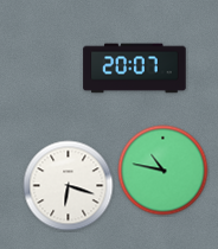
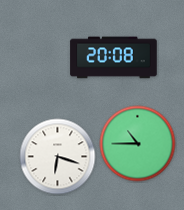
clock at (135, 69): 20:07 -> 20:08
clock at (163, 171): 10:47 -> 10:45
